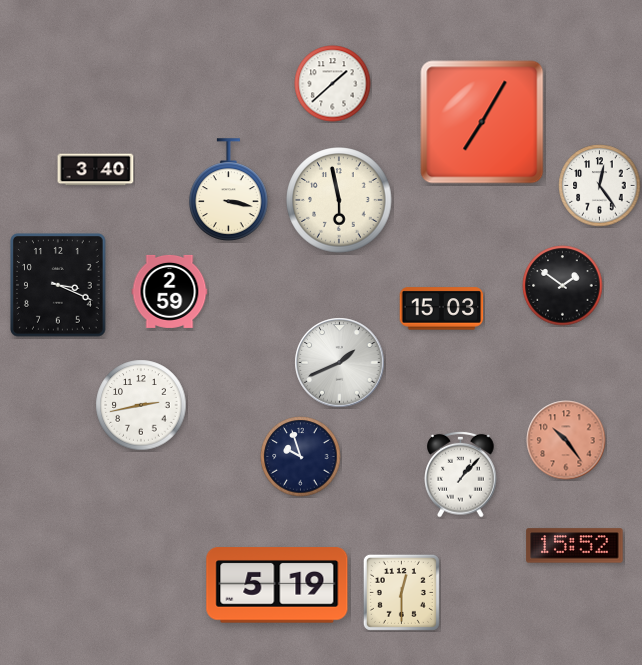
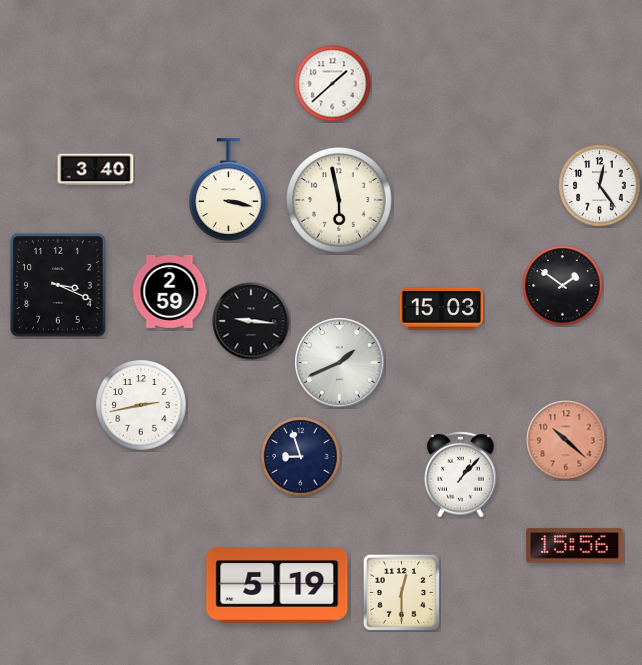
clock at (482, 122): 7:05 -> none
clock at (251, 321): none -> 9:16
clock at (566, 440): 10:24 -> 10:22
clock at (301, 457): 9:57 -> 8:57
clock at (575, 546): 15:52 -> 15:56
